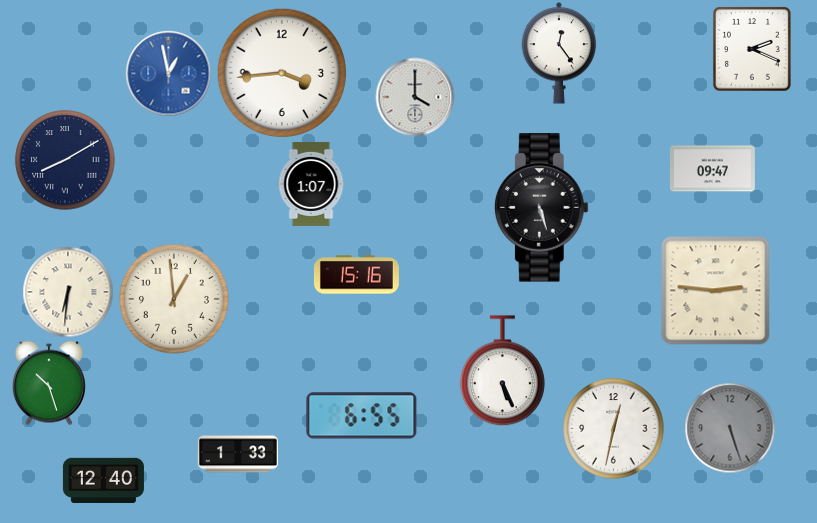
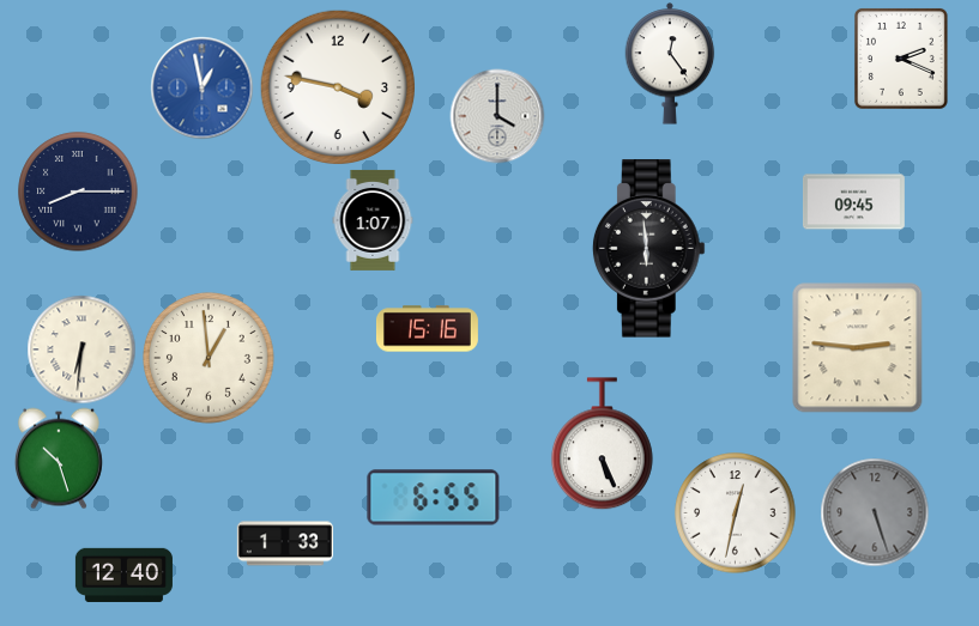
clock at (281, 72): 3:44 -> 3:47
clock at (65, 160): 8:10 -> 8:15
clock at (712, 169): 09:47 -> 09:45
clock at (541, 208): 5:27 -> 5:59
